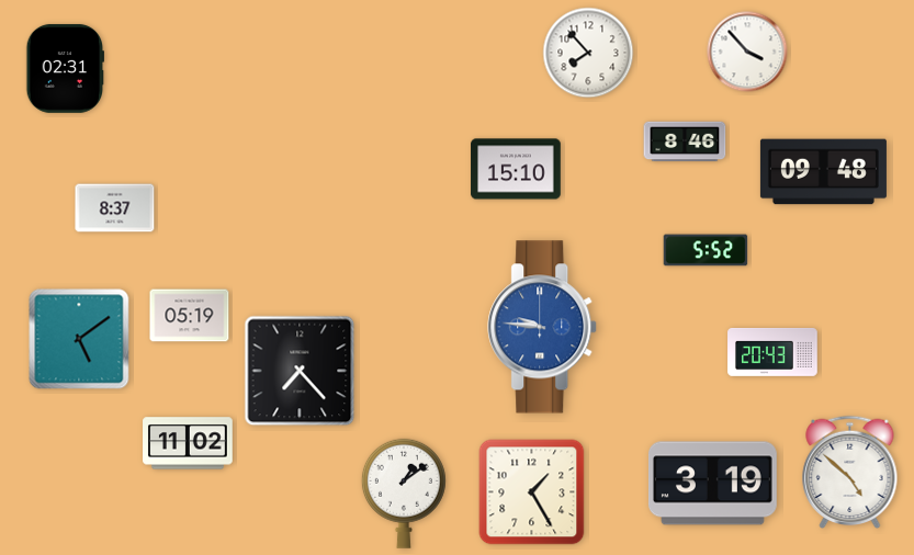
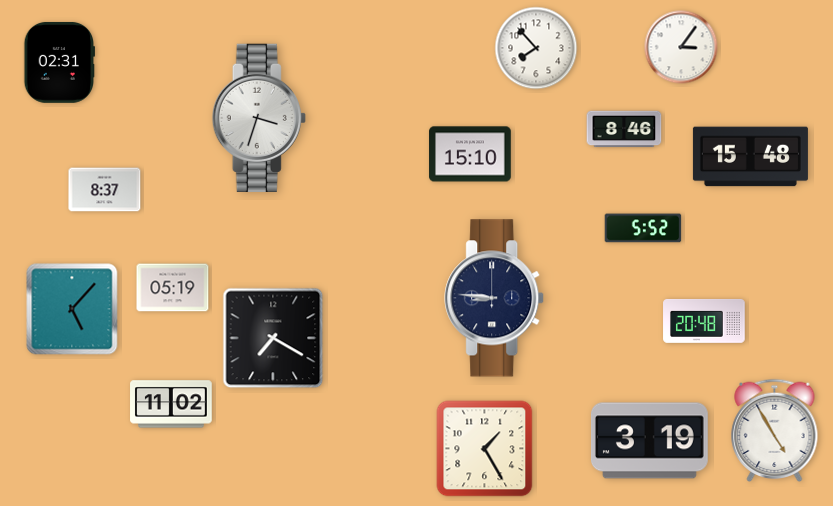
clock at (747, 52): 3:53 -> 3:06
clock at (259, 118): none -> 3:33
clock at (823, 172): 09:48 -> 15:48
clock at (543, 327): 9:46 -> 8:46
clock at (543, 327) dial: blue -> navy
clock at (79, 339): 5:09 -> 5:07
clock at (772, 352): 20:43 -> 20:48
clock at (300, 371): 7:23 -> 7:20
clock at (850, 473): 4:52 -> 4:55
clock at (404, 494): 1:09 -> none
